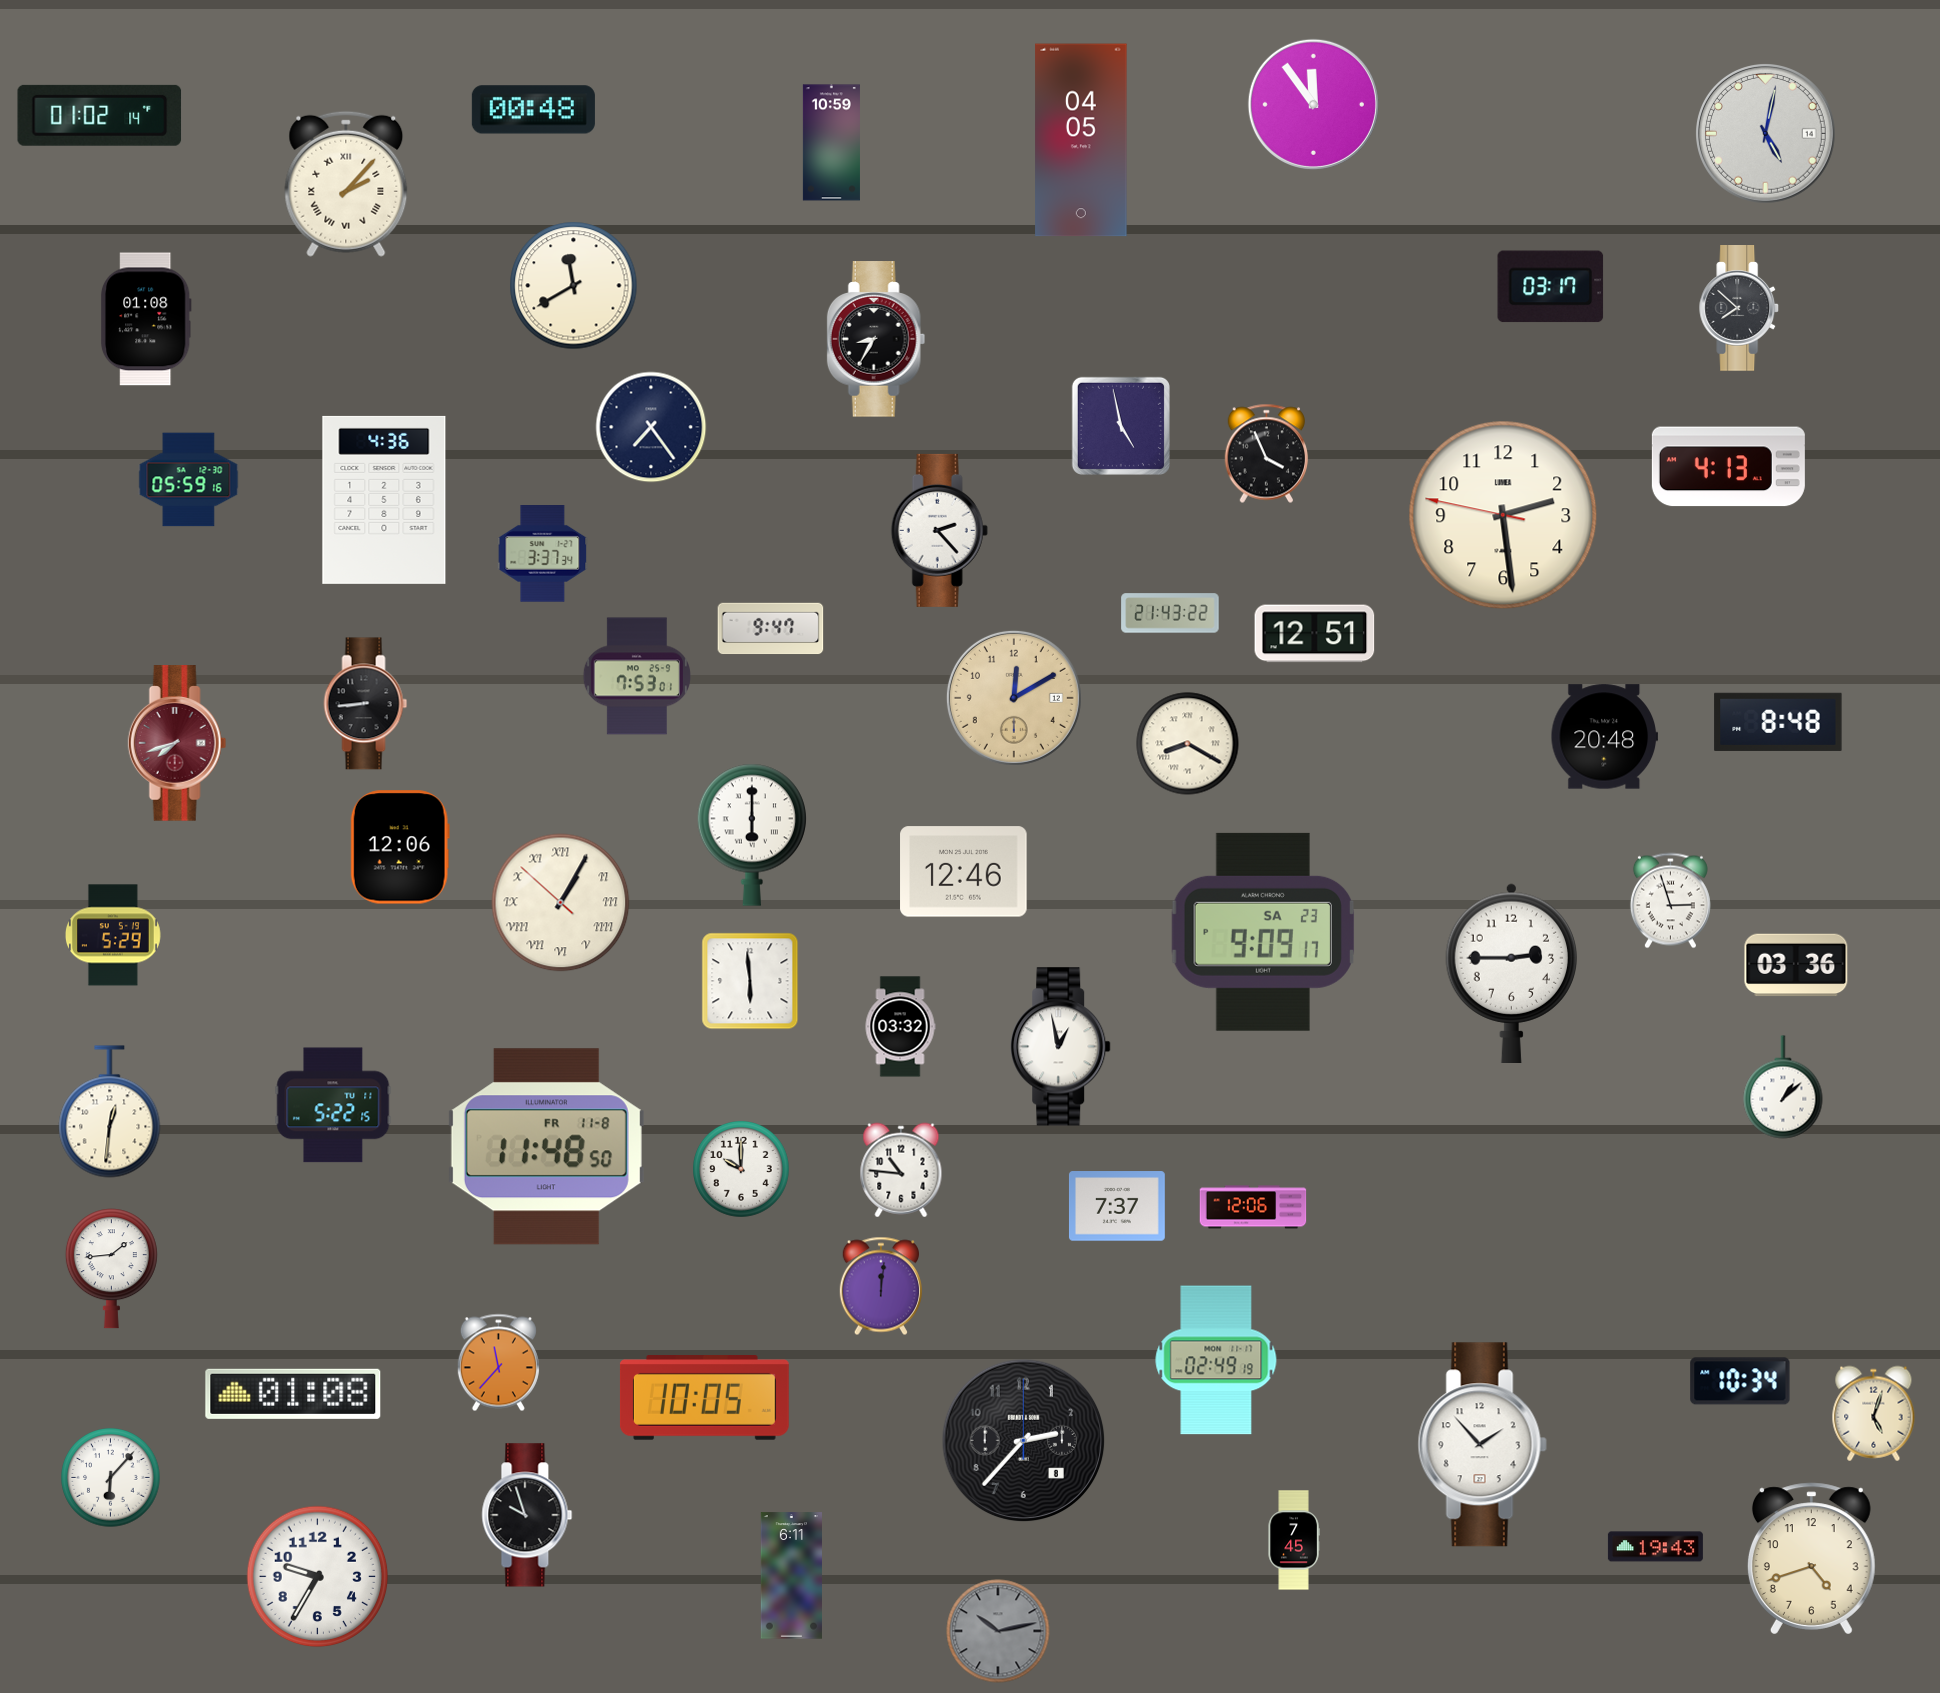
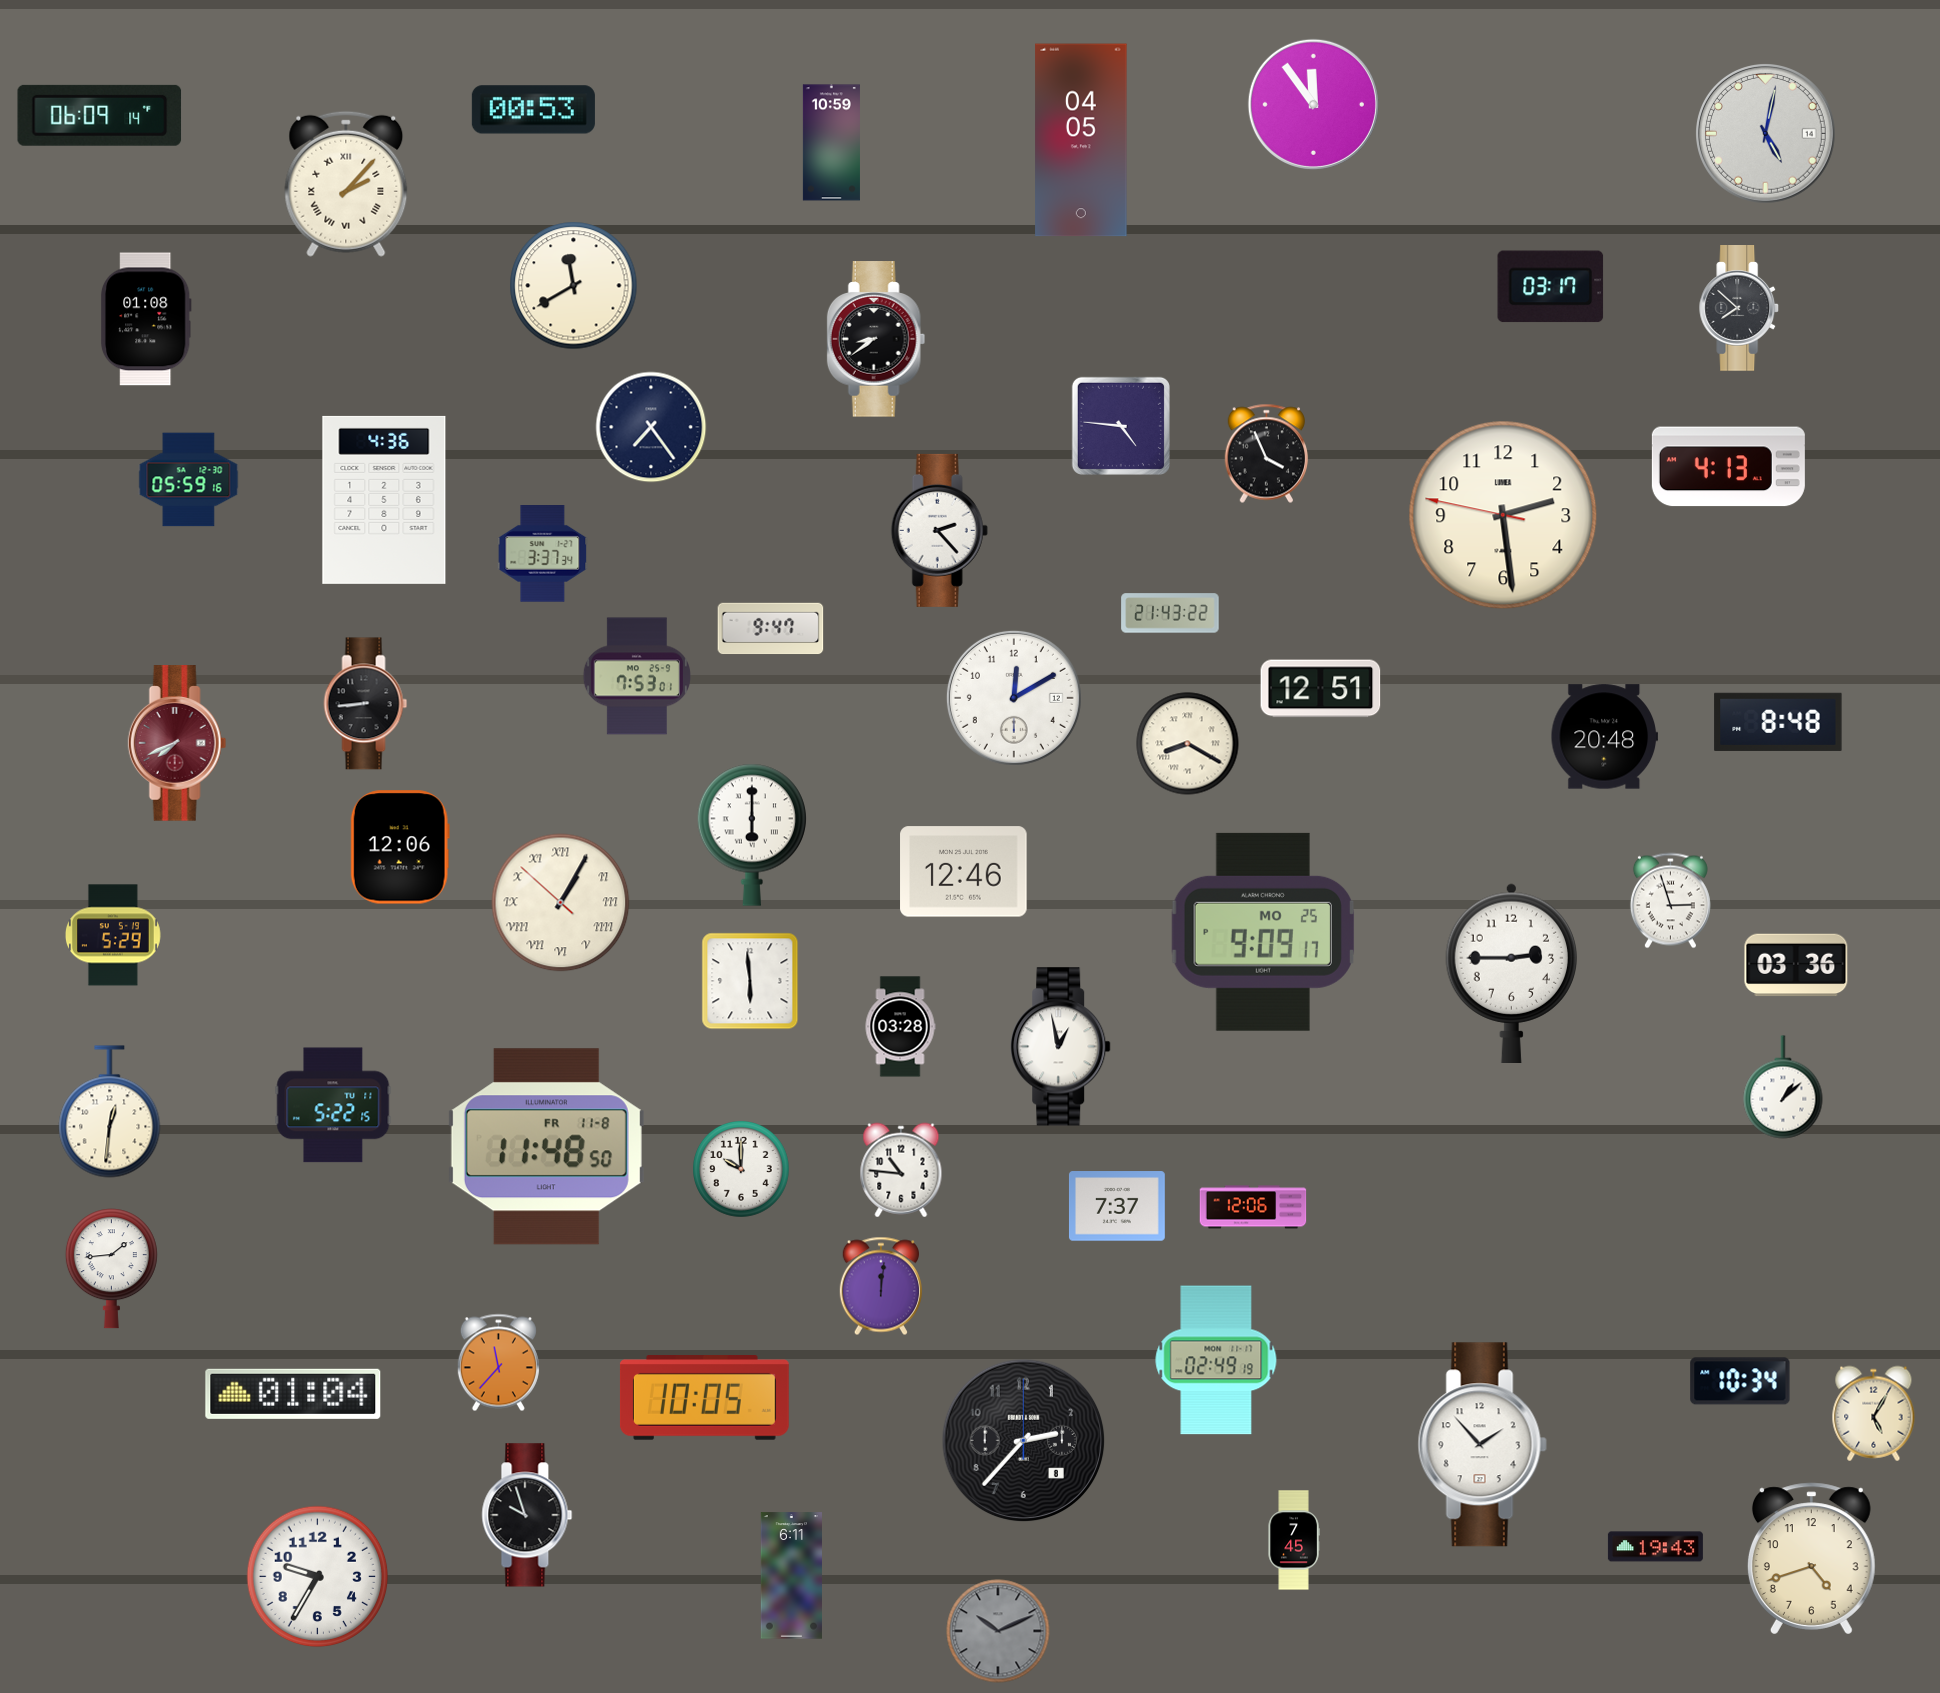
clock at (533, 110): 00:48 -> 00:53
clock at (100, 115): 01:02 -> 06:09
clock at (876, 339): 8:35 -> 8:39
clock at (1121, 426): 4:58 -> 4:46
clock at (1315, 634) position: (1315, 634) -> (1321, 689)
clock at (1014, 698) dial: champagne -> white
clock at (177, 743): 7:42 -> 7:41
clock at (1263, 932) date: SA 23 -> MO 25
clock at (900, 1027): 03:32 -> 03:28
clock at (293, 1394): 01:08 -> 01:04
clock at (1874, 1414): 5:03 -> 5:05
clock at (111, 1478): 6:07 -> none
clock at (998, 1631): 10:13 -> 10:11
